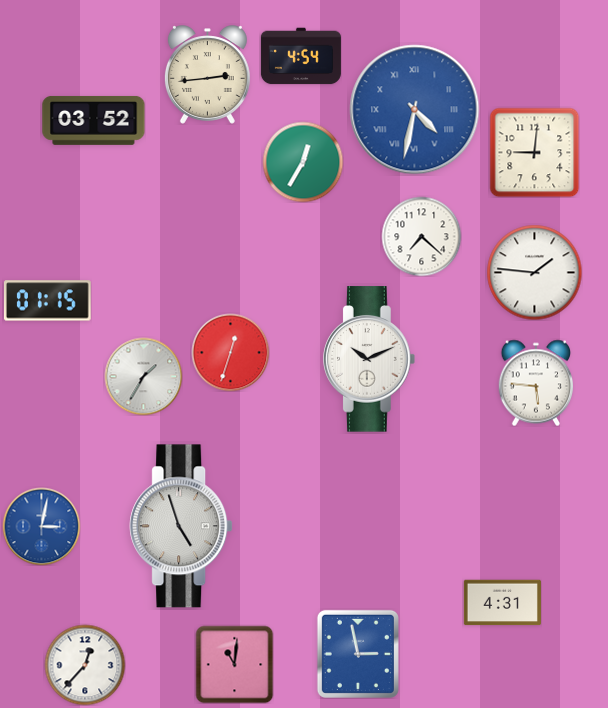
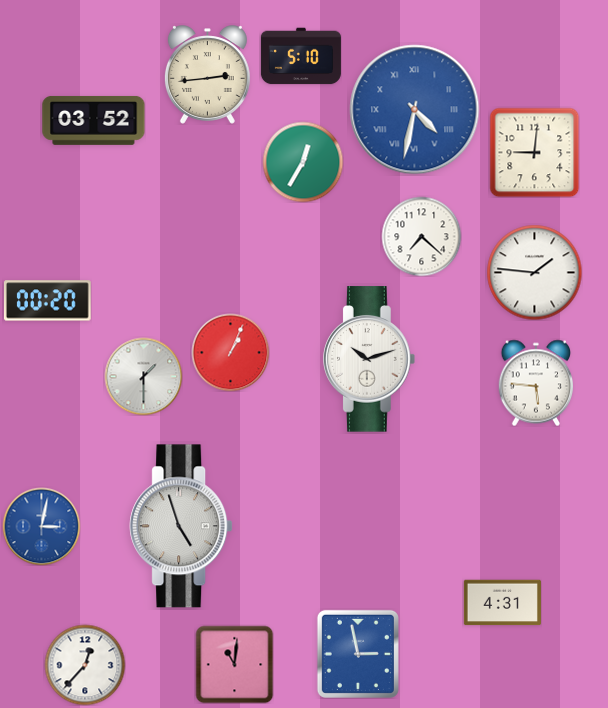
clock at (301, 56): 4:54 -> 5:10
clock at (48, 301): 01:15 -> 00:20
clock at (230, 352): 12:33 -> 1:04
clock at (370, 359): 10:11 -> 10:12
clock at (143, 376): 1:35 -> 1:30
